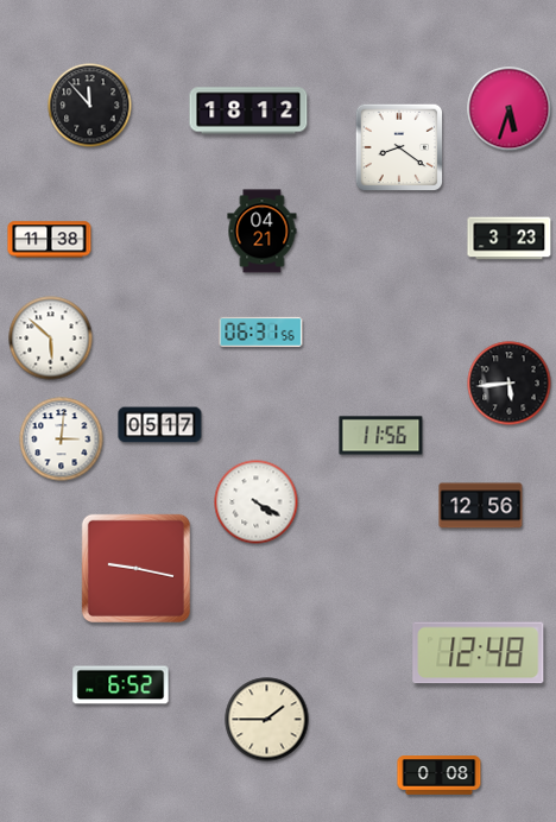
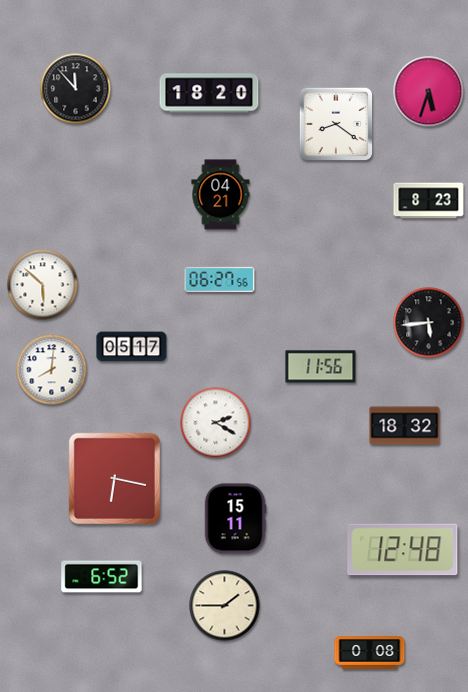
clock at (248, 110): 18:12 -> 18:20
clock at (510, 239): 3:23 -> 8:23
clock at (50, 240): 11:38 -> none
clock at (261, 331): 06:31 -> 06:27
clock at (160, 425) position: (160, 425) -> (132, 347)
clock at (62, 440): 3:01 -> 8:01
clock at (257, 502): 4:20 -> 2:20
clock at (481, 506): 12:56 -> 18:32
clock at (135, 568): 9:17 -> 6:17
clock at (235, 519): none -> 15:11
